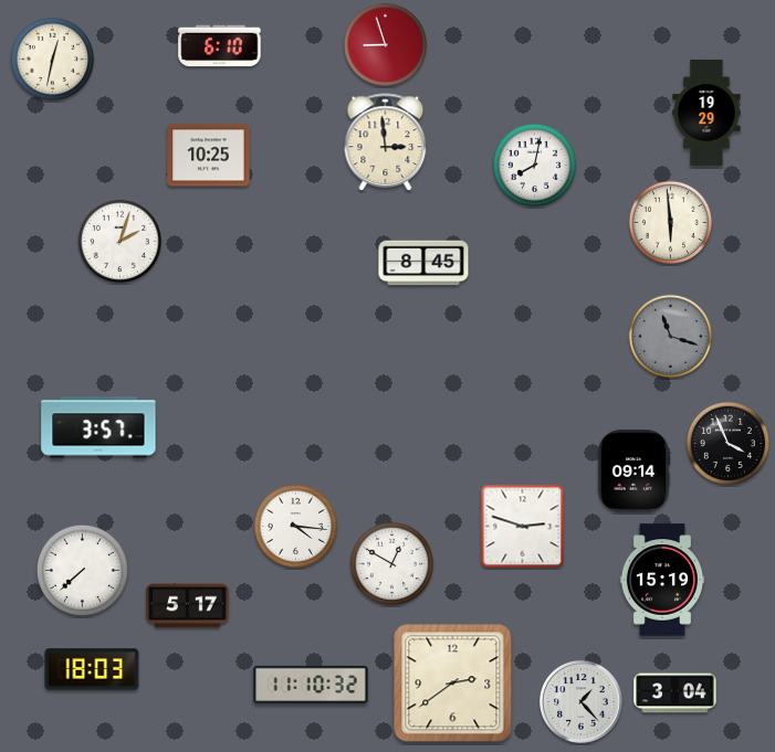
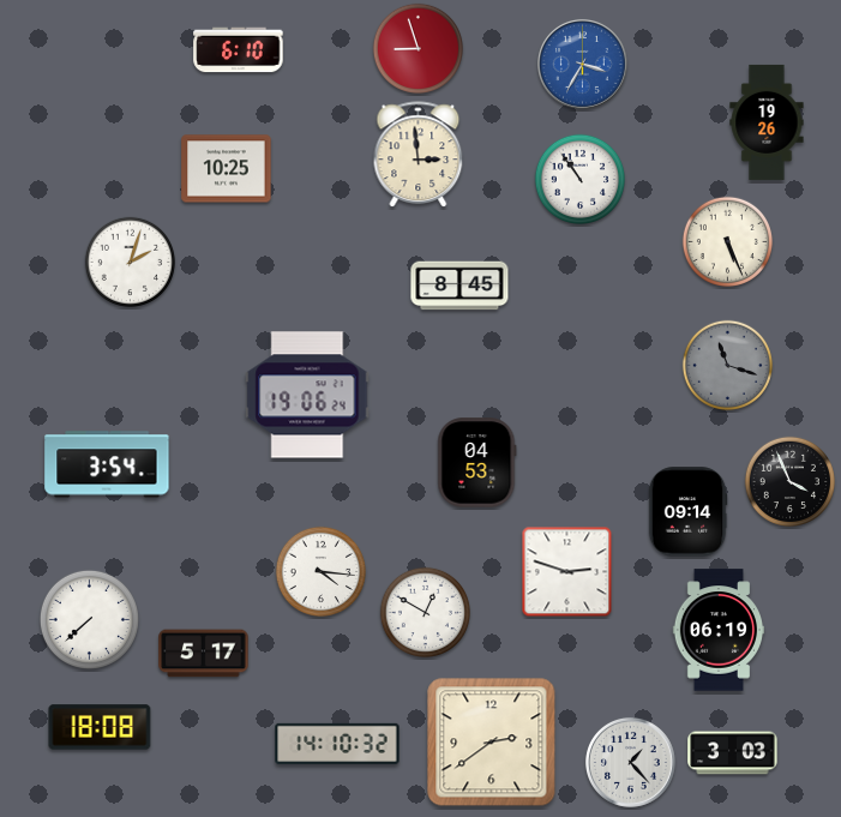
clock at (52, 59): 12:32 -> none
clock at (582, 65): none -> 3:35
clock at (706, 113): 19:29 -> 19:26
clock at (534, 165): 8:02 -> 10:54
clock at (670, 222): 5:59 -> 5:26
clock at (307, 395): none -> 19:06
clock at (477, 463): none -> 04:53
clock at (98, 427): 3:57 -> 3:54
clock at (661, 580): 15:19 -> 06:19
clock at (188, 606) position: (188, 606) -> (204, 654)
clock at (92, 669): 18:03 -> 18:08
clock at (311, 685): 11:10 -> 14:10
clock at (675, 693): 3:04 -> 3:03
